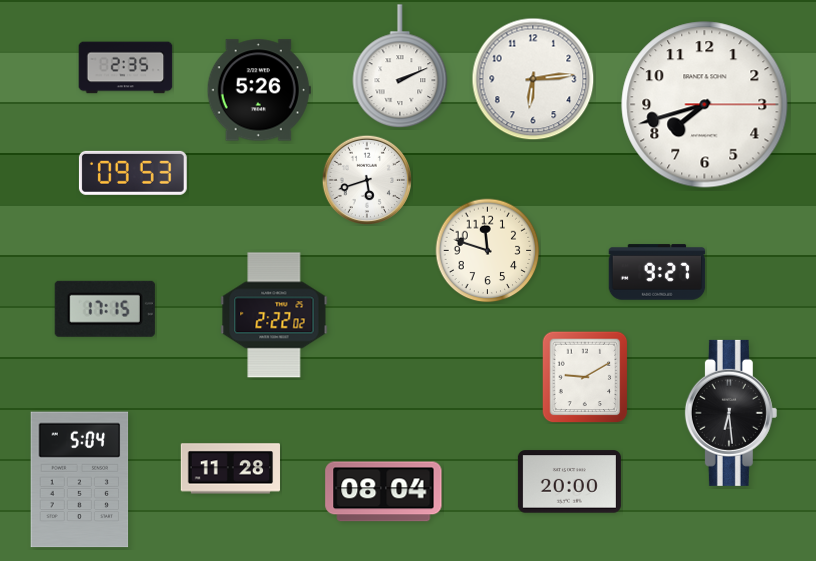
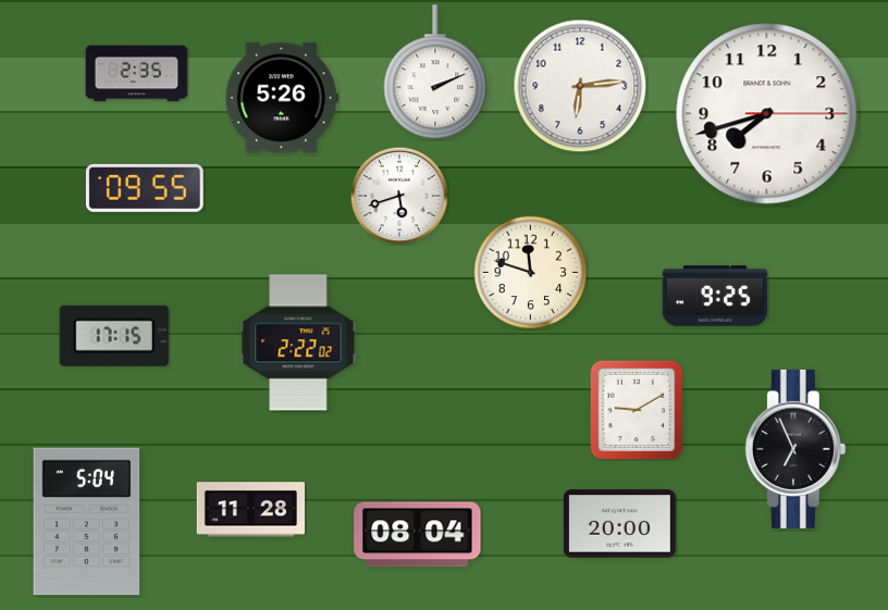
clock at (133, 173): 09:53 -> 09:55
clock at (657, 272): 9:27 -> 9:25
clock at (731, 413): 6:29 -> 6:56
